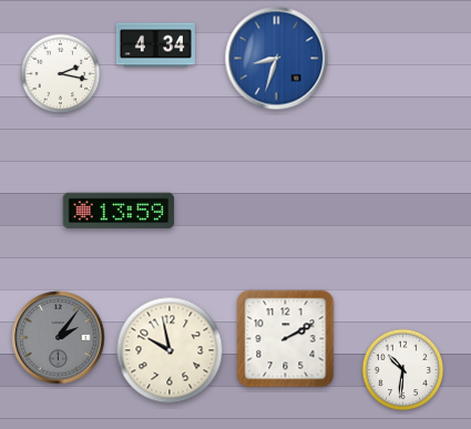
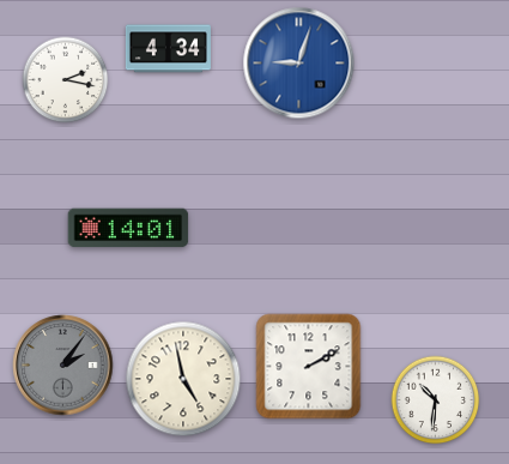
clock at (277, 59): 8:33 -> 9:03
clock at (119, 211): 13:59 -> 14:01
clock at (170, 350): 9:58 -> 4:58
